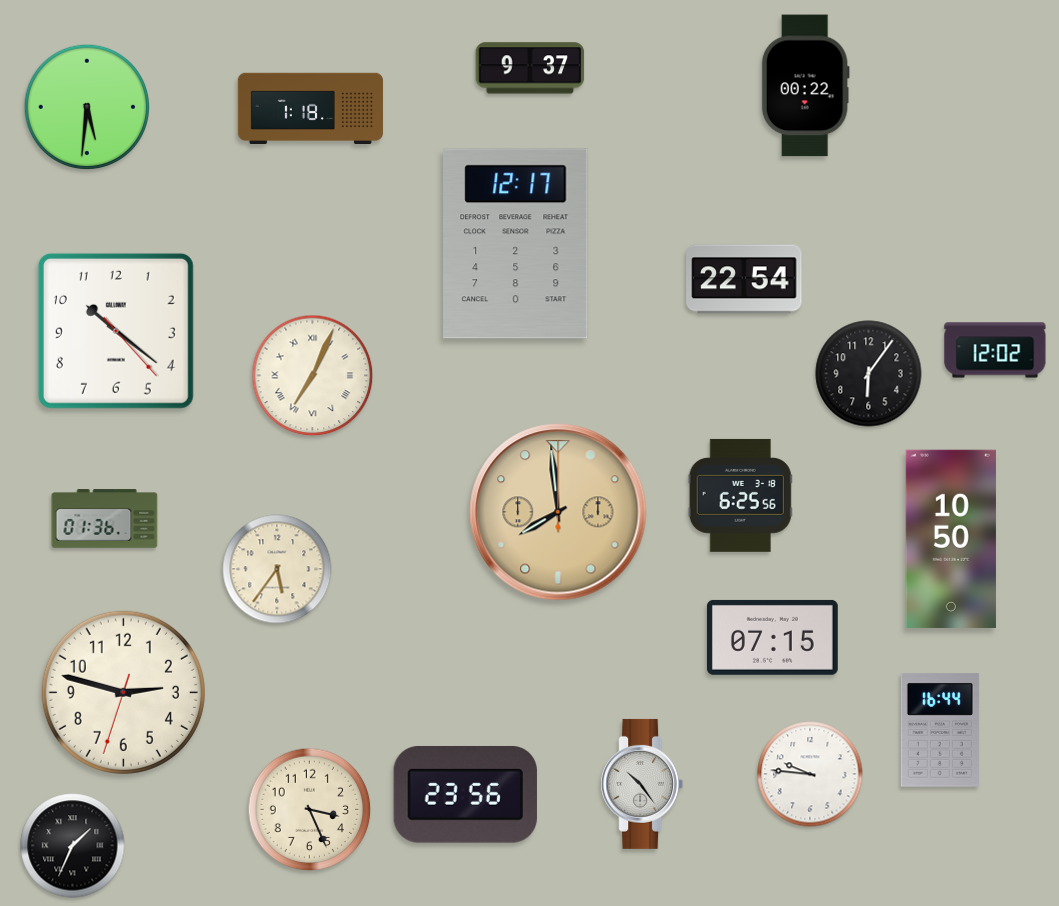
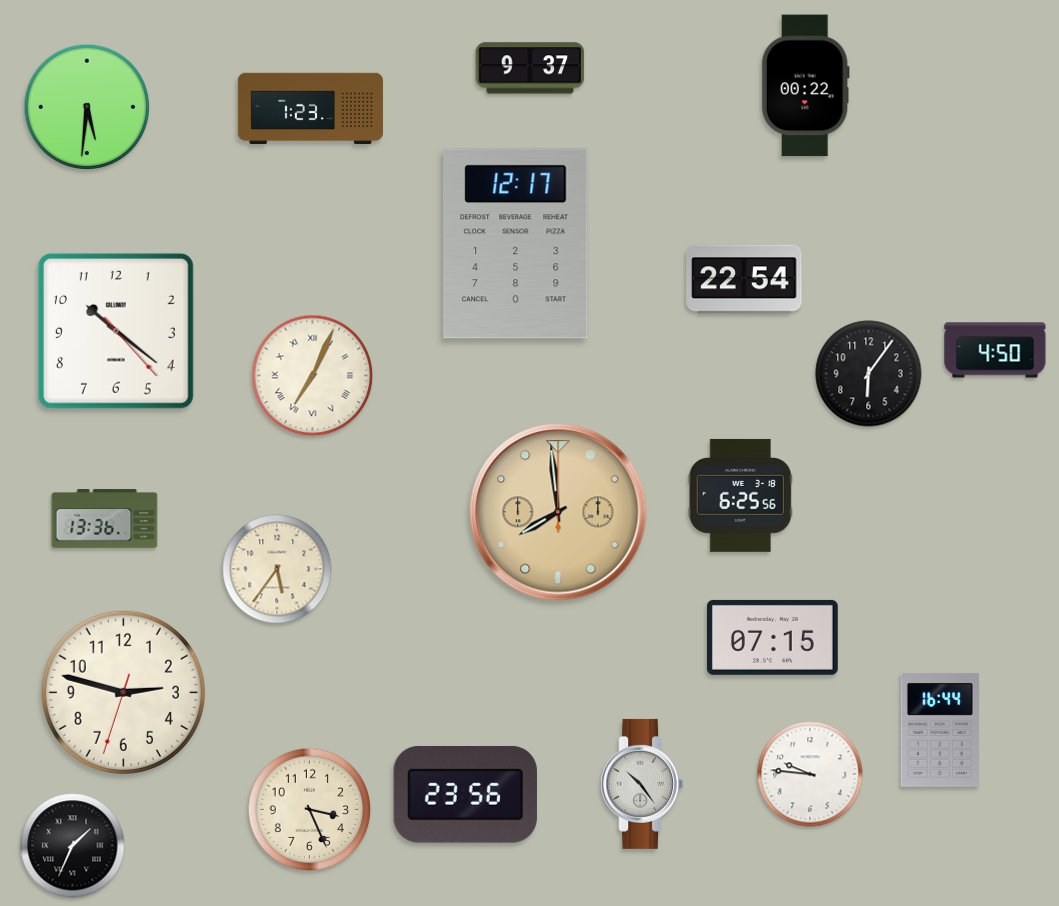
clock at (310, 109): 1:18 -> 1:23
clock at (995, 350): 12:02 -> 4:50
clock at (105, 519): 01:36 -> 13:36
clock at (951, 539): 10:50 -> none
